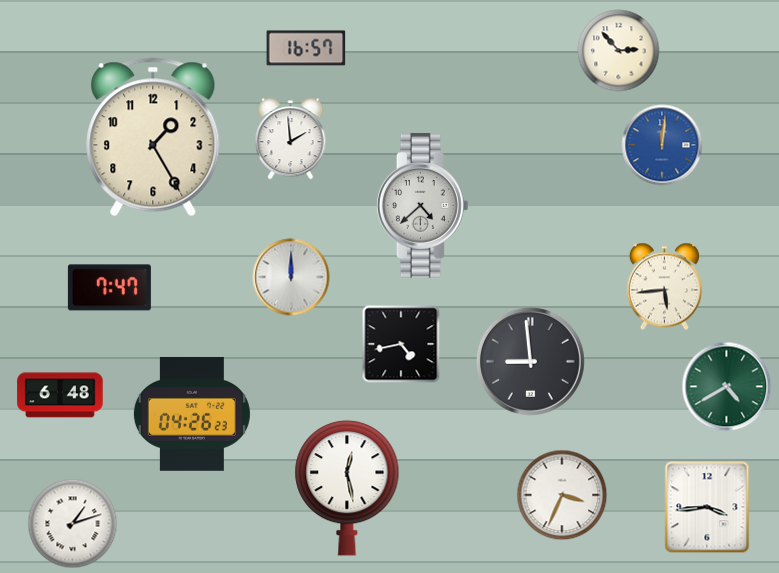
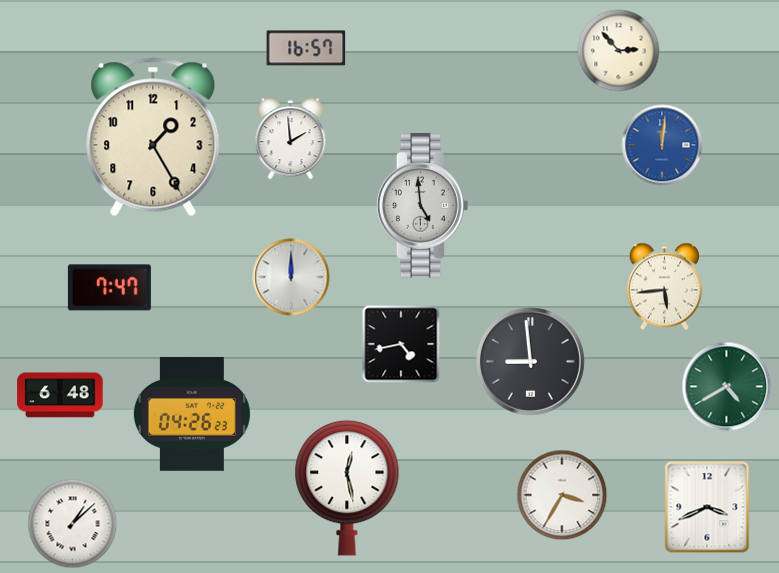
clock at (422, 205): 4:38 -> 4:59
clock at (562, 495): 3:34 -> 3:35
clock at (707, 507): 3:44 -> 3:41
clock at (73, 524): 1:12 -> 1:08
